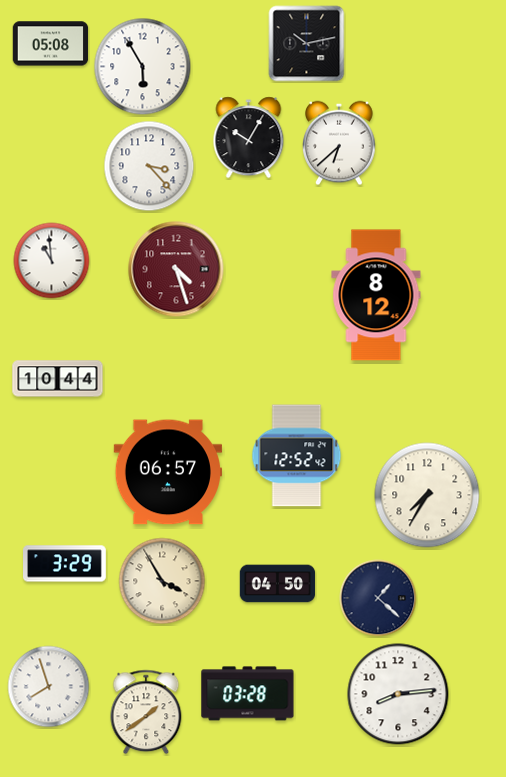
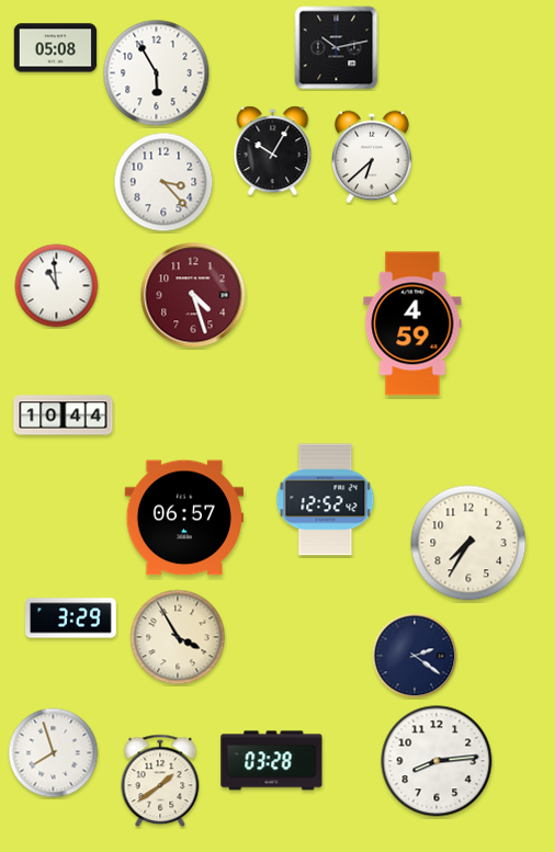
clock at (376, 295): 8:12 -> 4:59
clock at (278, 584): 04:50 -> none
clock at (378, 598): 1:22 -> 2:21
